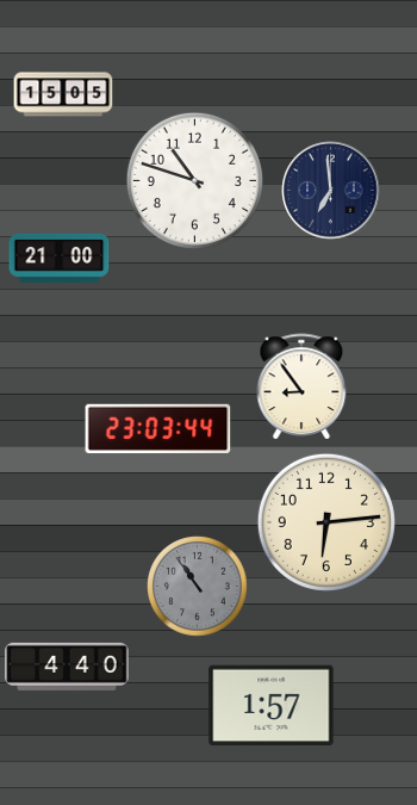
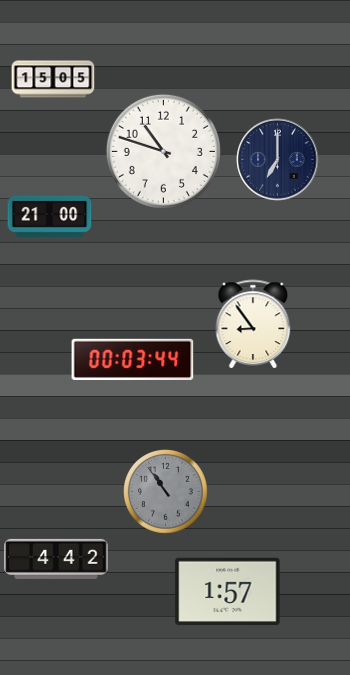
clock at (331, 191): 6:59 -> 7:00
clock at (158, 428): 23:03 -> 00:03
clock at (326, 522): 6:14 -> none
clock at (67, 667): 4:40 -> 4:42
